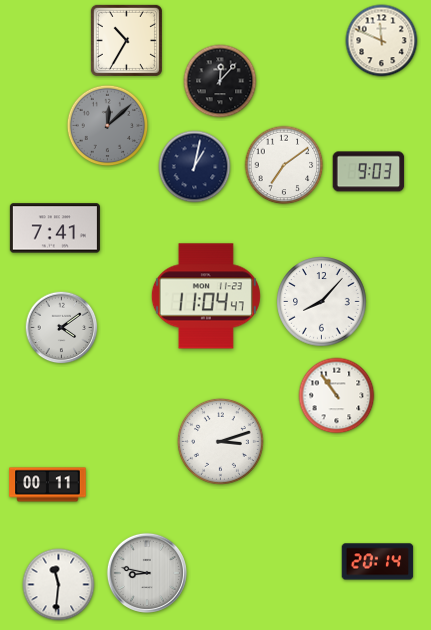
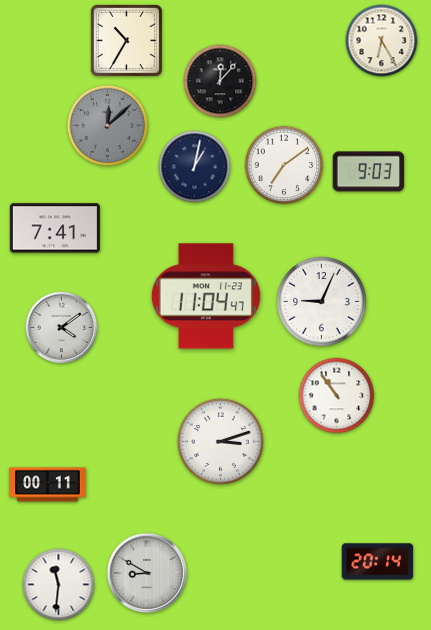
clock at (382, 41): 11:49 -> 6:25
clock at (322, 302): 8:07 -> 9:04
clock at (147, 573): 8:47 -> 8:50
